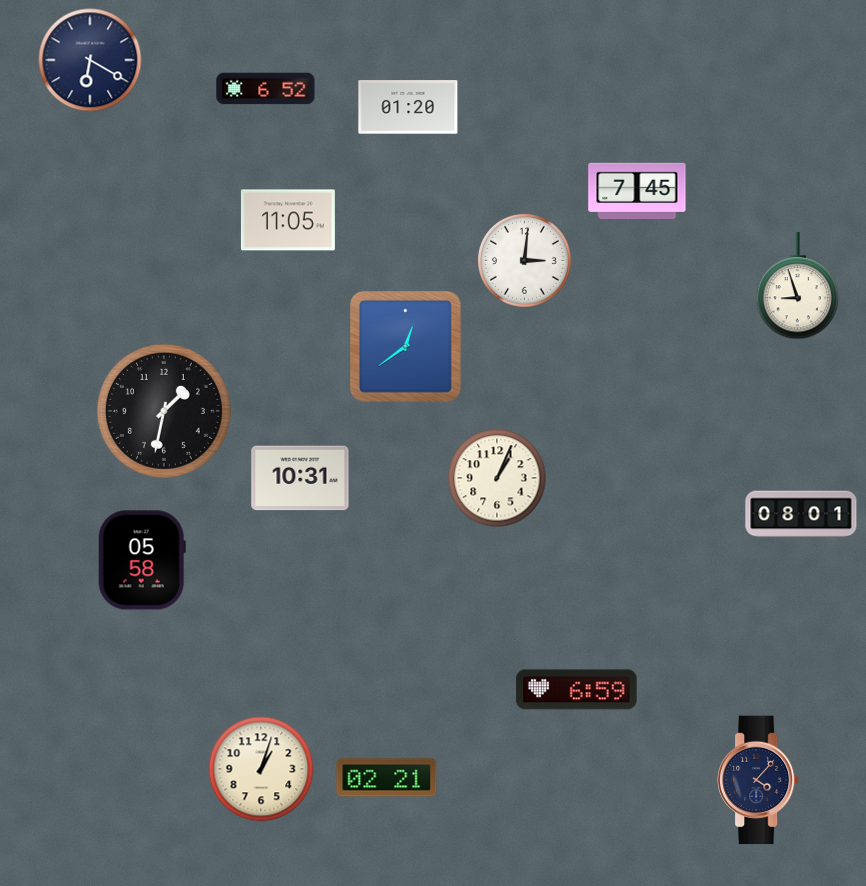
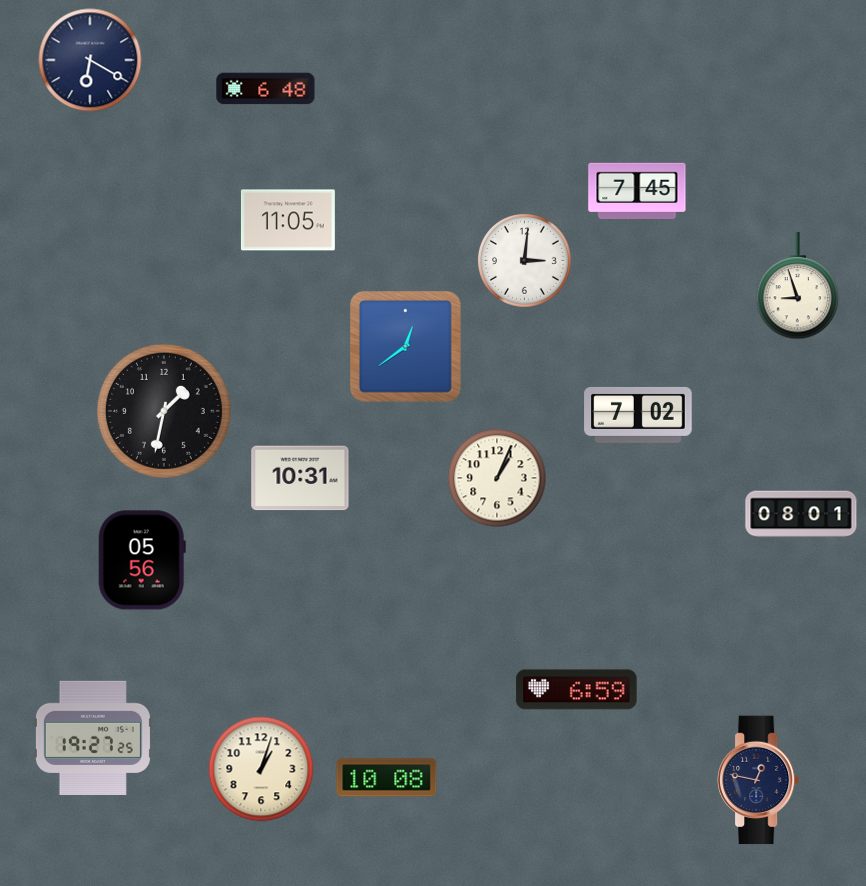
clock at (266, 89): 6:52 -> 6:48
clock at (408, 107): 01:20 -> none
clock at (638, 415): none -> 7:02
clock at (142, 560): 05:58 -> 05:56
clock at (93, 738): none -> 19:27
clock at (387, 778): 02:21 -> 10:08
clock at (759, 780): 4:07 -> 12:47
